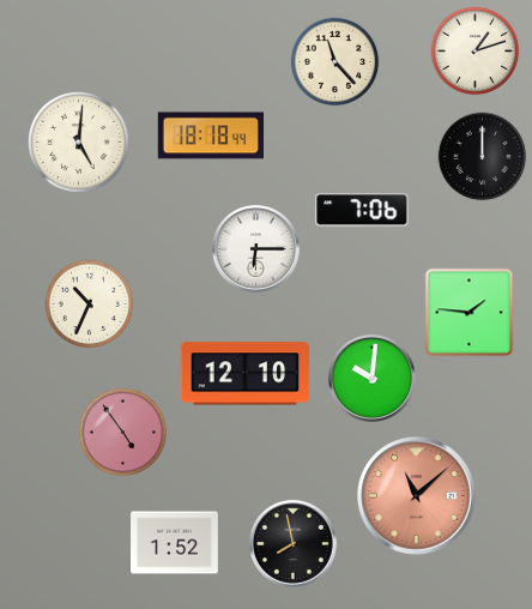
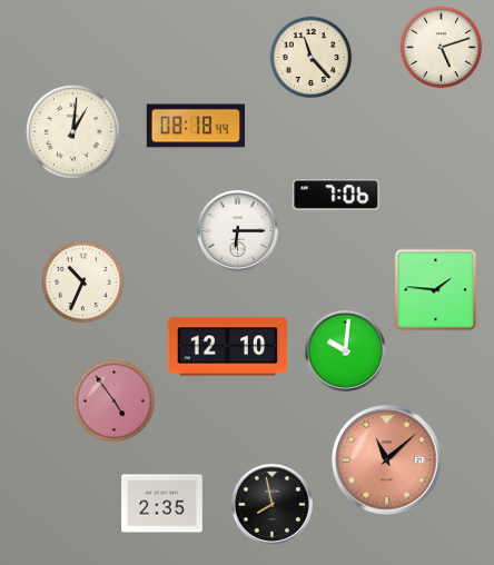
clock at (476, 52): 1:12 -> 5:12
clock at (211, 135): 18:18 -> 08:18
clock at (78, 141): 5:01 -> 1:01
clock at (483, 157): 12:00 -> none
clock at (175, 543): 1:52 -> 2:35
